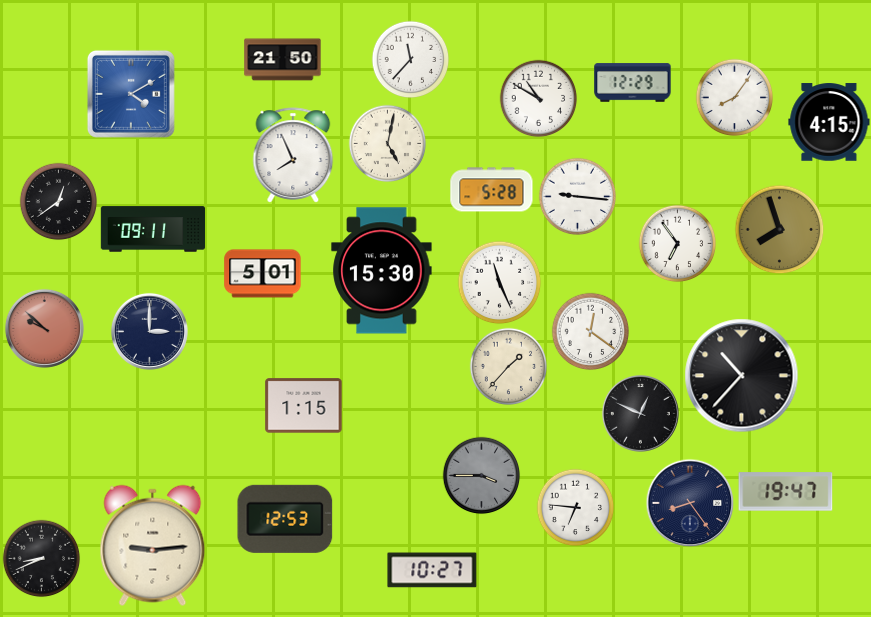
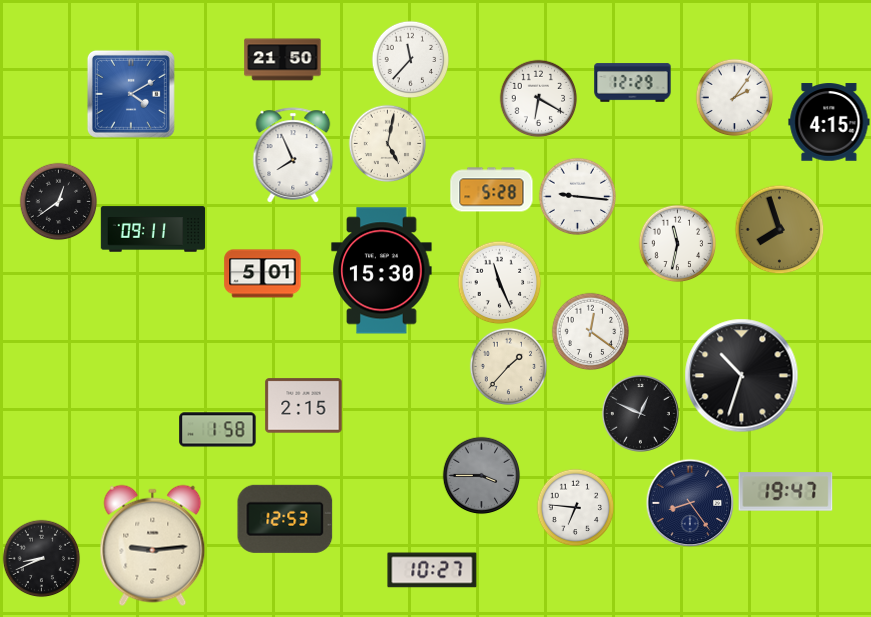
clock at (734, 97): 8:06 -> 2:06
clock at (538, 98): 10:50 -> 6:20
clock at (677, 243): 6:54 -> 11:32
clock at (44, 328): 9:52 -> none
clock at (149, 331): 3:00 -> none
clock at (742, 376): 10:37 -> 10:33
clock at (304, 406): 1:15 -> 2:15
clock at (218, 430): none -> 1:58
